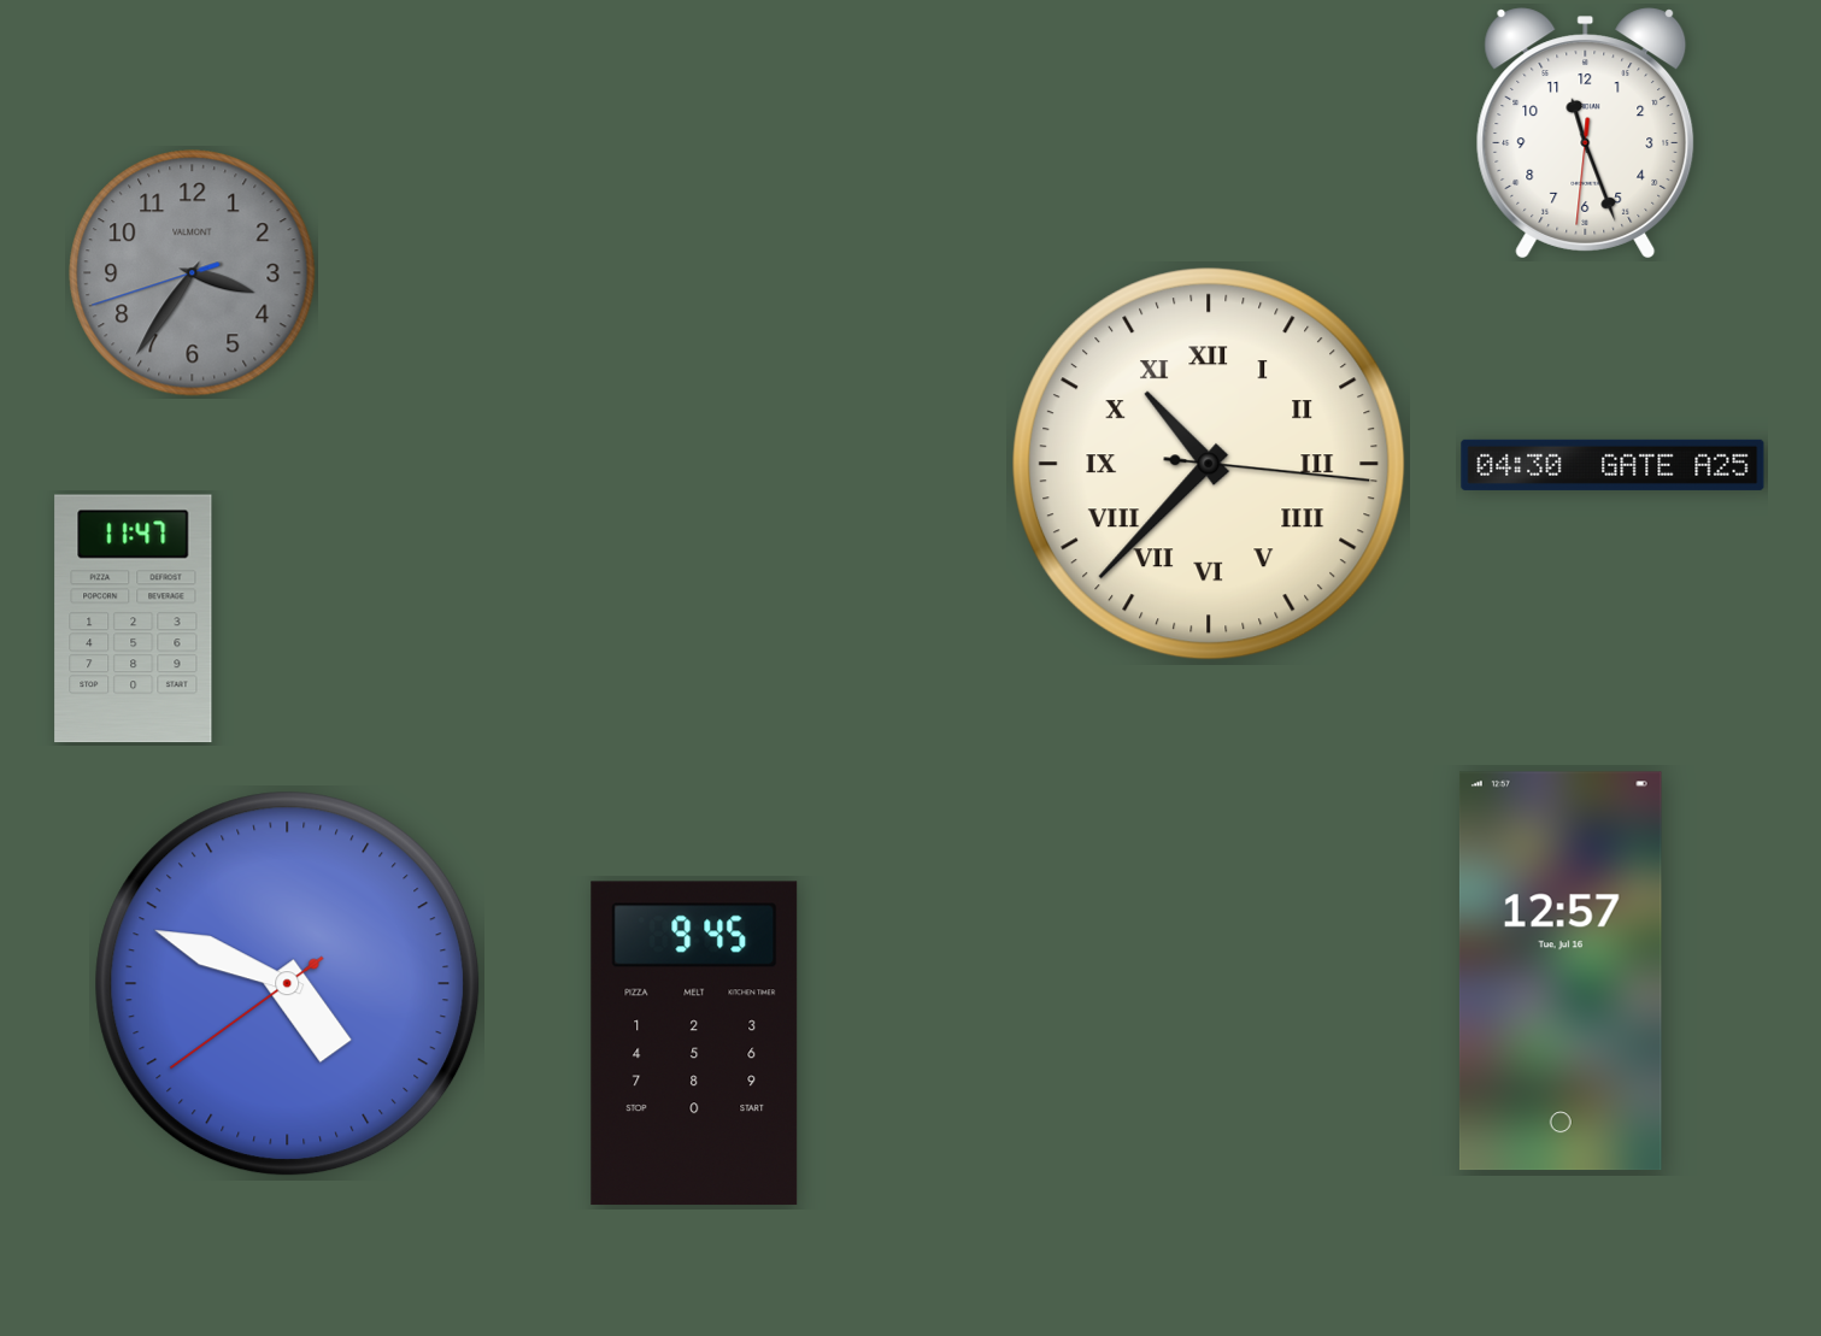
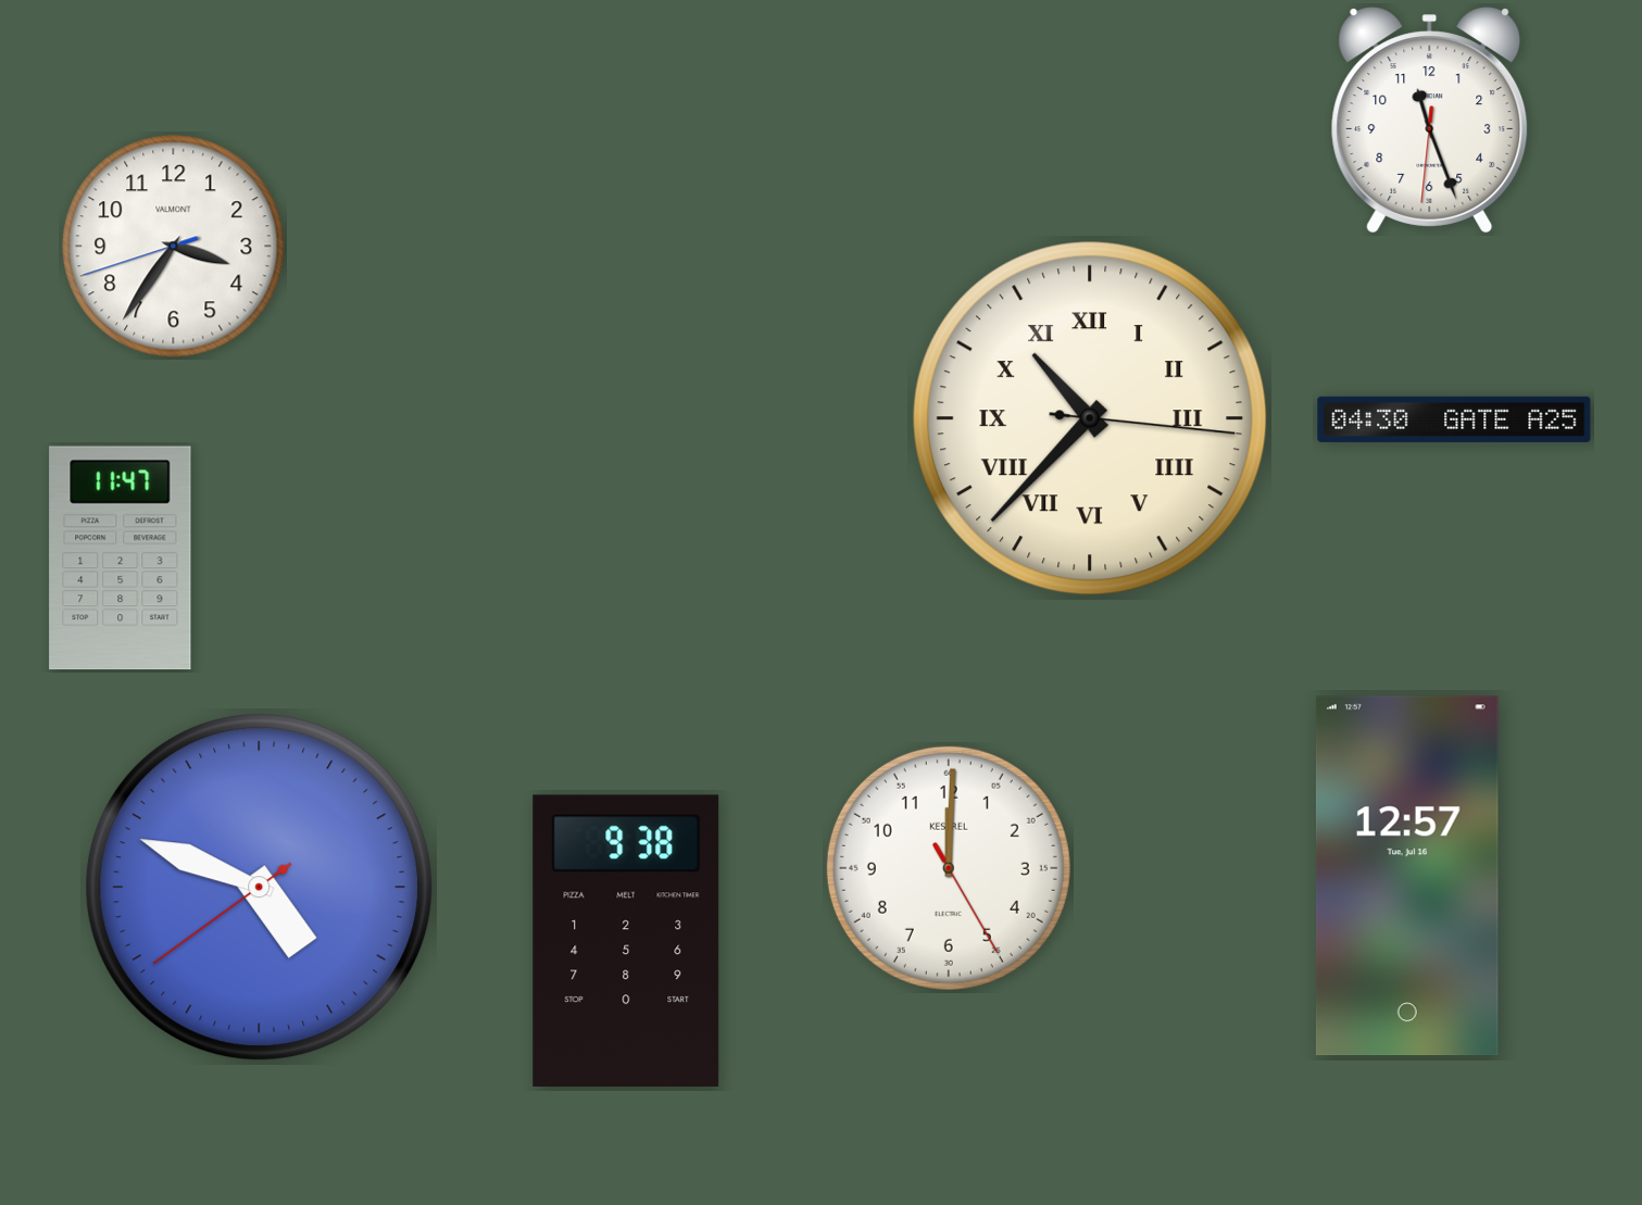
clock at (193, 273) dial: grey -> white
clock at (949, 868): none -> 12:00
clock at (694, 1043): 9:45 -> 9:38
